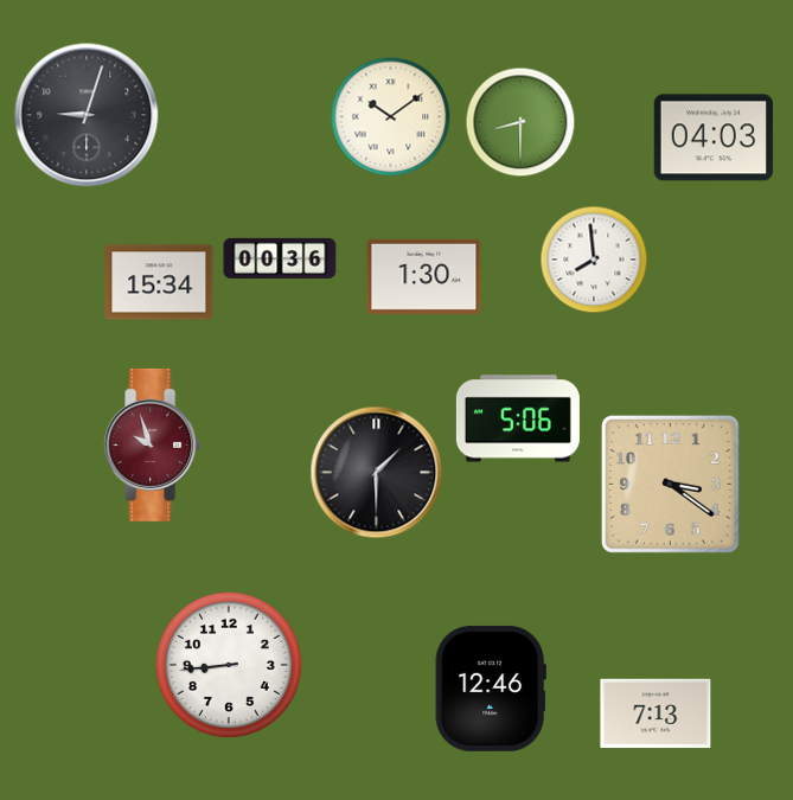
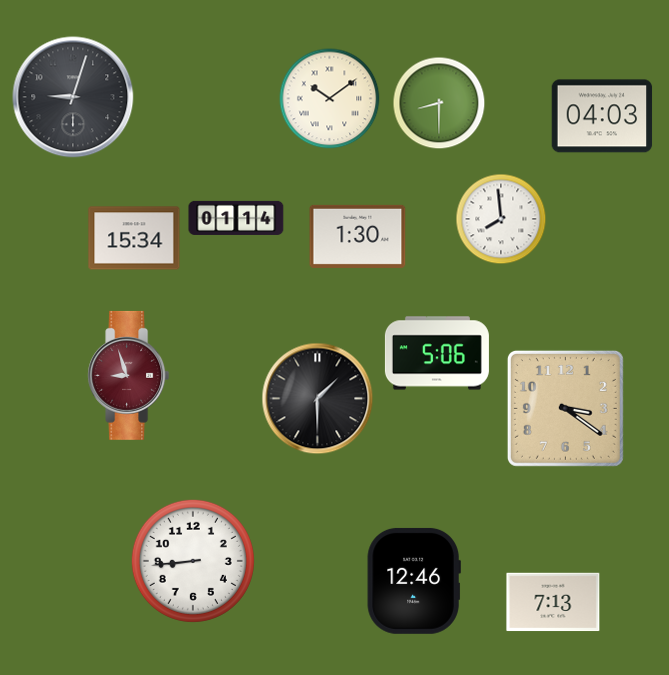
clock at (280, 258): 00:36 -> 01:14
clock at (424, 276) position: (424, 276) -> (358, 236)
clock at (153, 444): 9:57 -> 8:57
